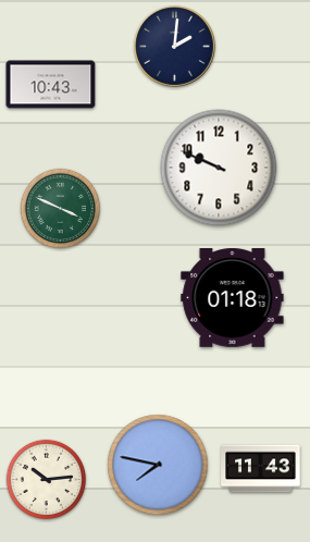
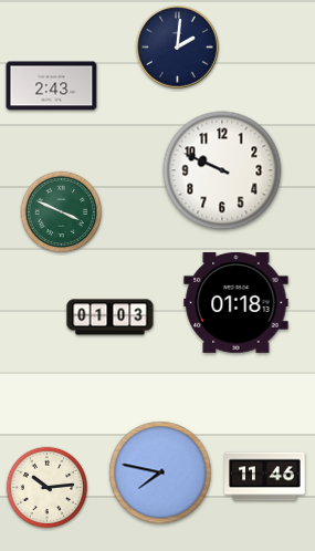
clock at (51, 85): 10:43 -> 2:43
clock at (111, 318): none -> 01:03
clock at (261, 469): 11:43 -> 11:46
